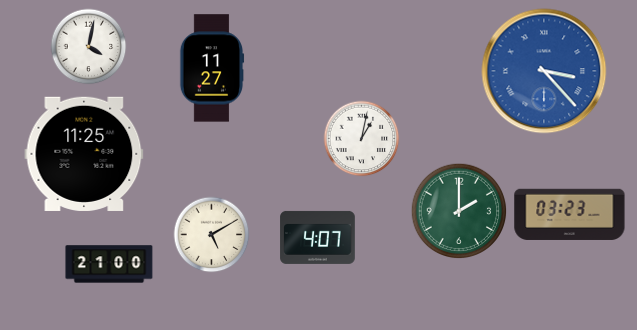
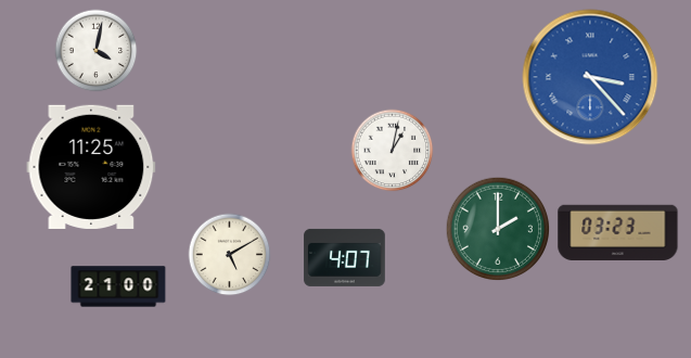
clock at (212, 68): 11:27 -> none
